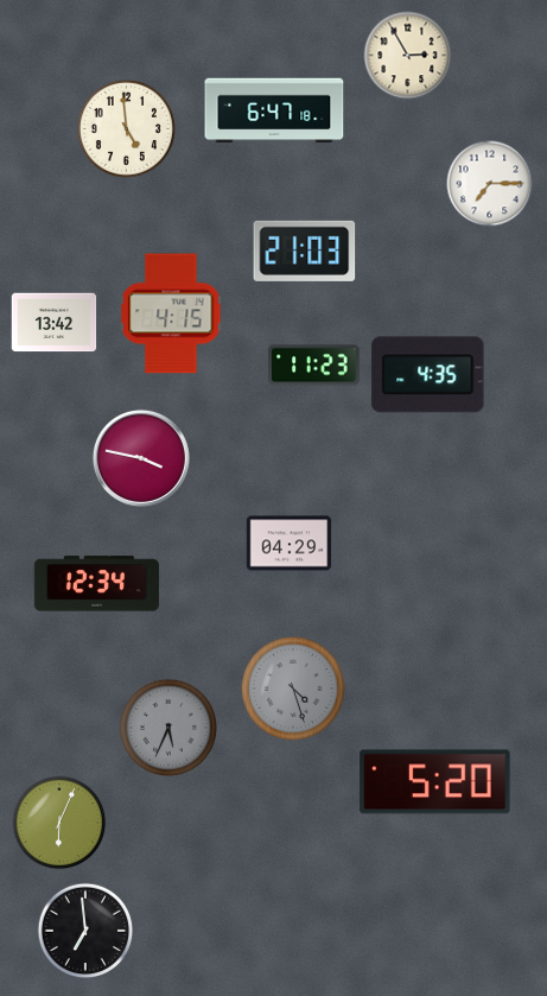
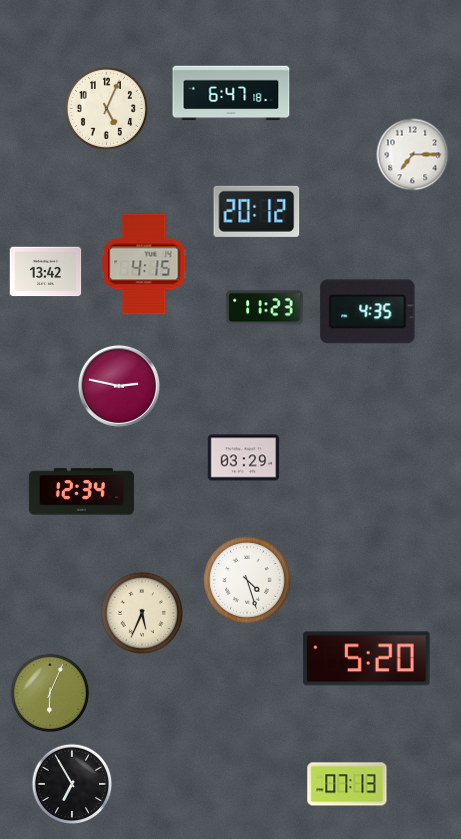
clock at (408, 56): 2:55 -> none
clock at (126, 128): 4:59 -> 5:04
clock at (305, 250): 21:03 -> 20:12
clock at (428, 375) position: (428, 375) -> (368, 312)
clock at (141, 458): 3:47 -> 2:47
clock at (290, 544): 04:29 -> 03:29
clock at (294, 690) dial: grey -> white
clock at (168, 728) dial: grey -> cream
clock at (85, 931): 6:59 -> 6:55
clock at (347, 784): none -> 07:13
